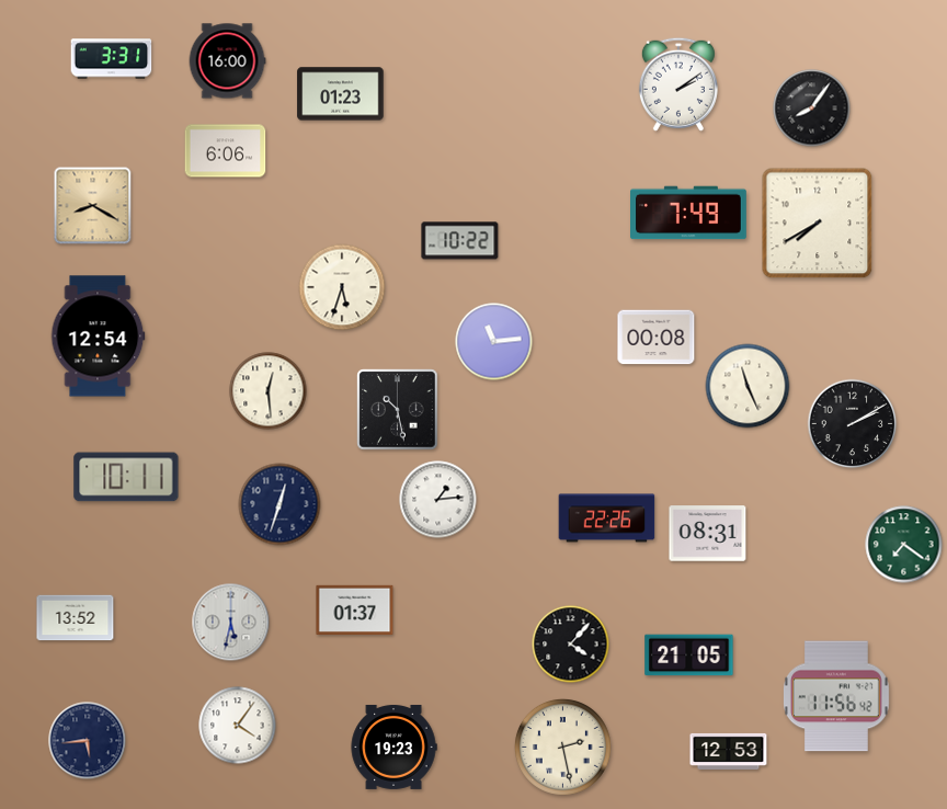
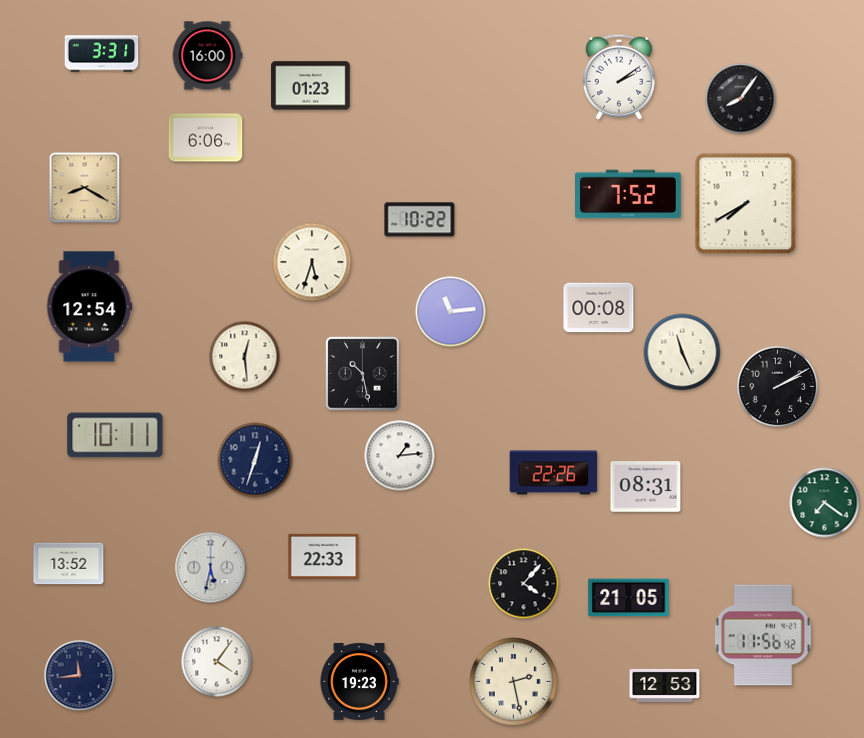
clock at (689, 213): 7:49 -> 7:52
clock at (904, 545) position: (904, 545) -> (825, 503)
clock at (355, 609): 01:37 -> 22:33
clock at (571, 645) position: (571, 645) -> (524, 584)
clock at (88, 741): 5:44 -> 11:44
